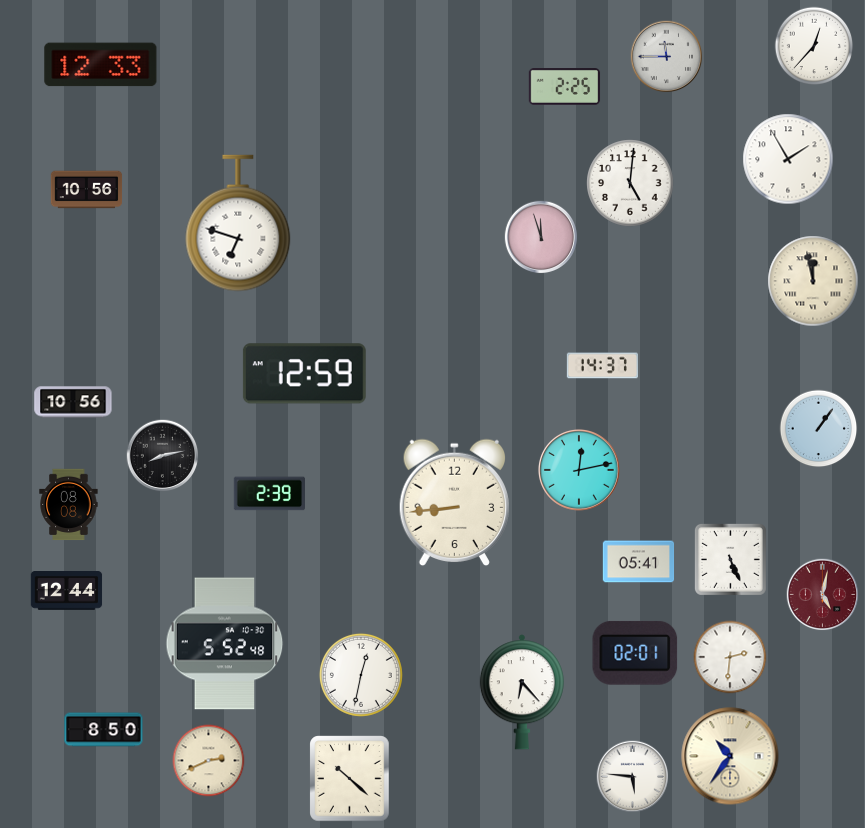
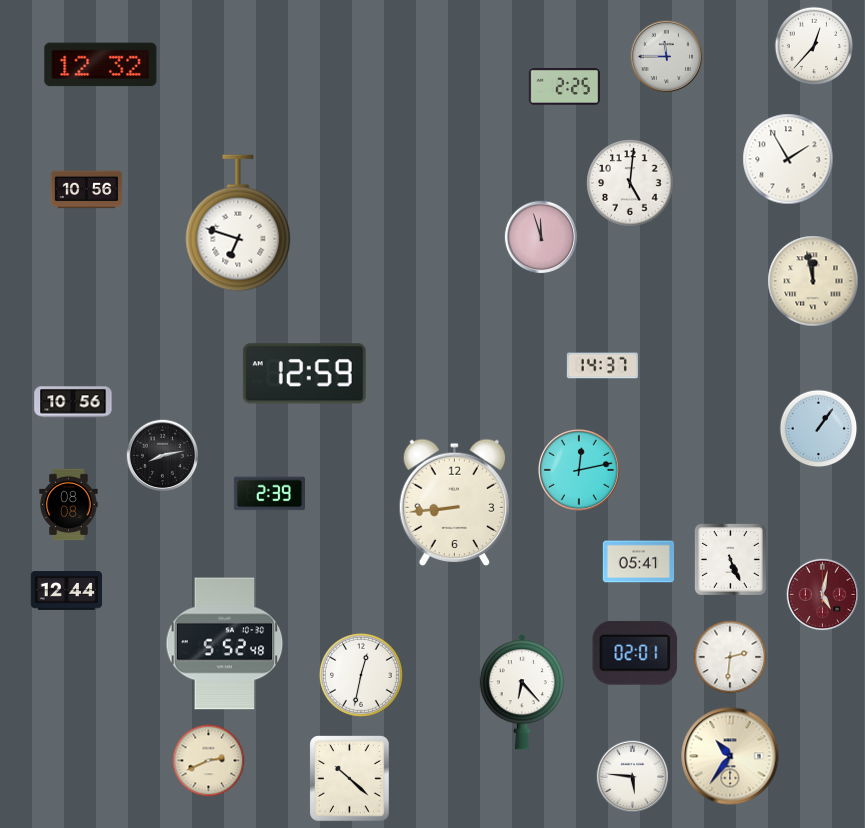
clock at (101, 65): 12:33 -> 12:32
clock at (104, 730): 8:50 -> none
